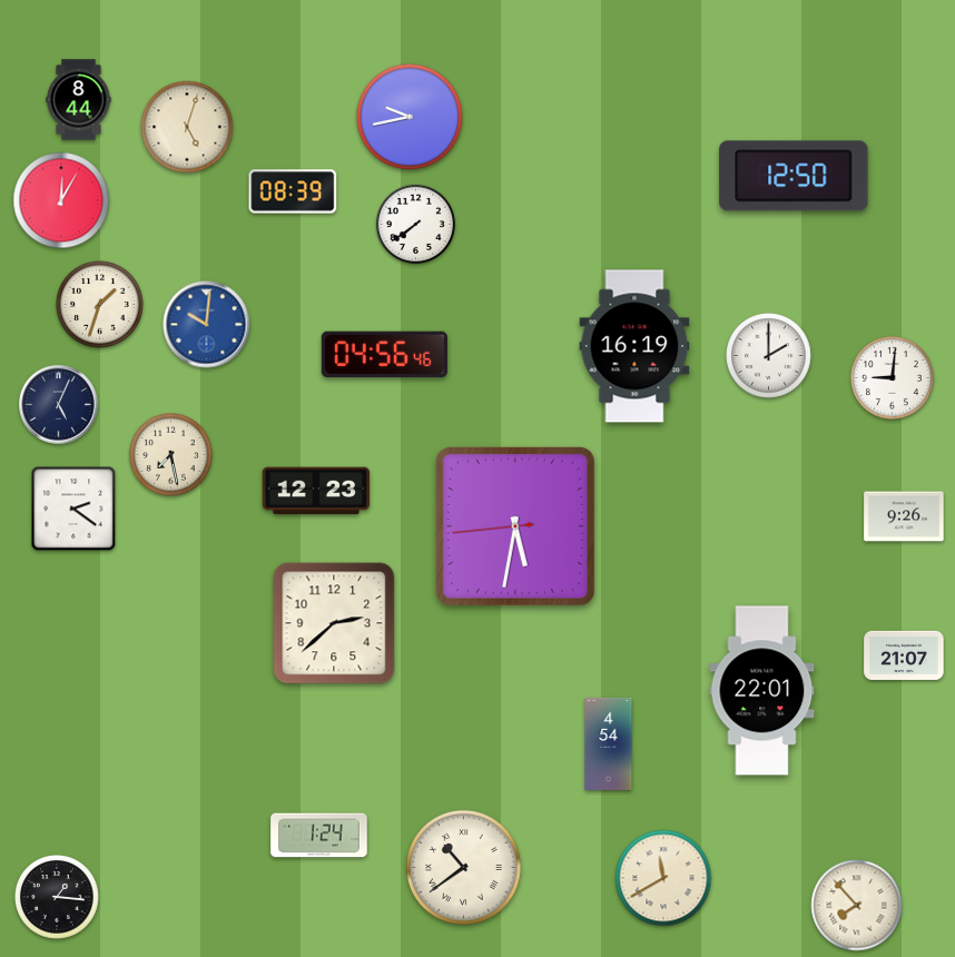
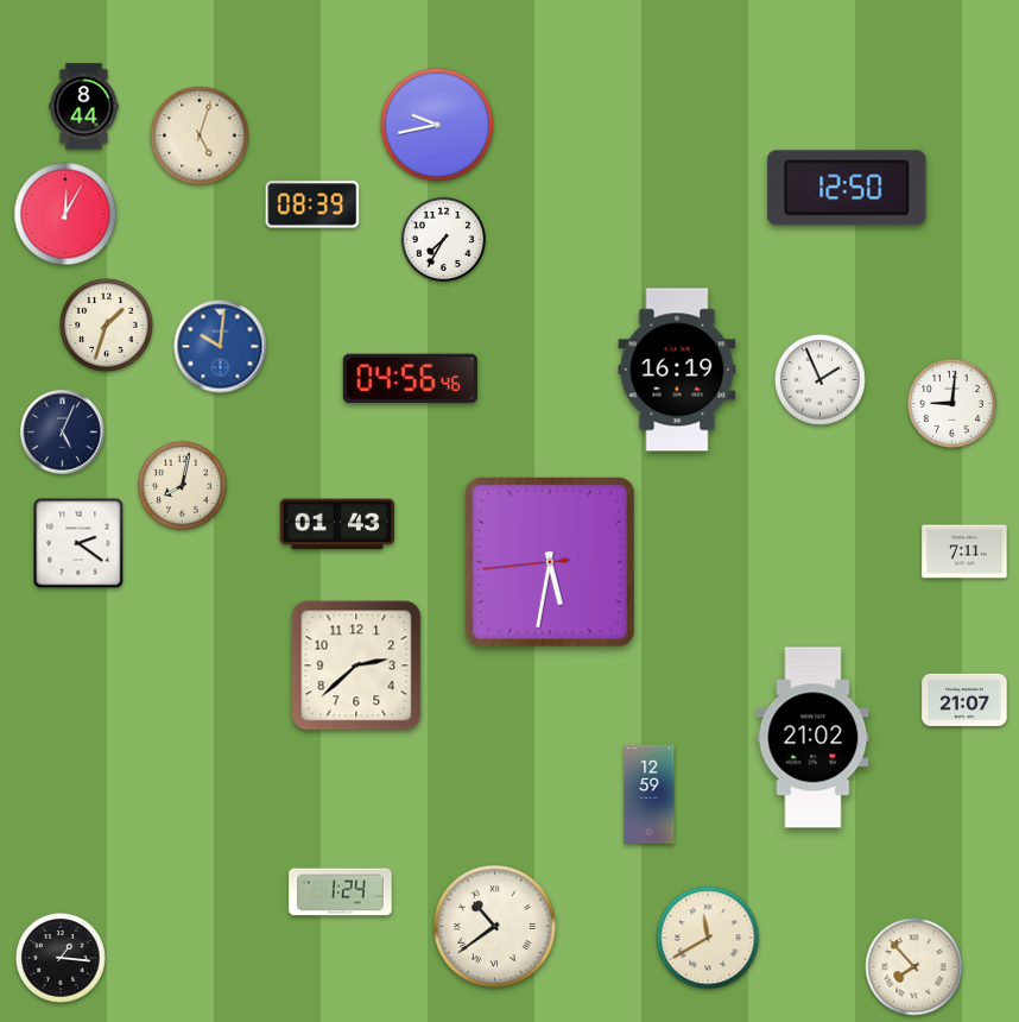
clock at (415, 224): 7:39 -> 7:35
clock at (769, 356): 2:00 -> 1:56
clock at (171, 455): 7:28 -> 8:02
clock at (316, 491): 12:23 -> 01:43
clock at (904, 516): 9:26 -> 7:11
clock at (762, 691): 22:01 -> 21:02
clock at (609, 743): 4:54 -> 12:59
